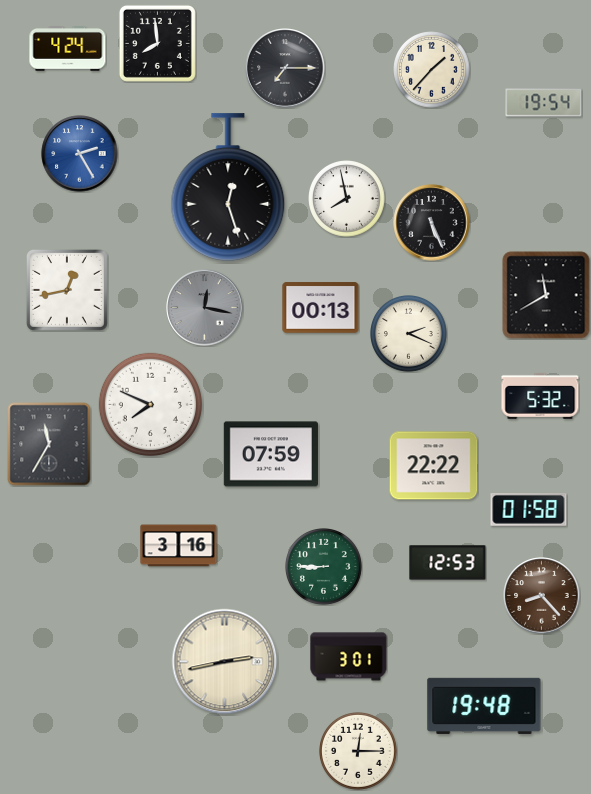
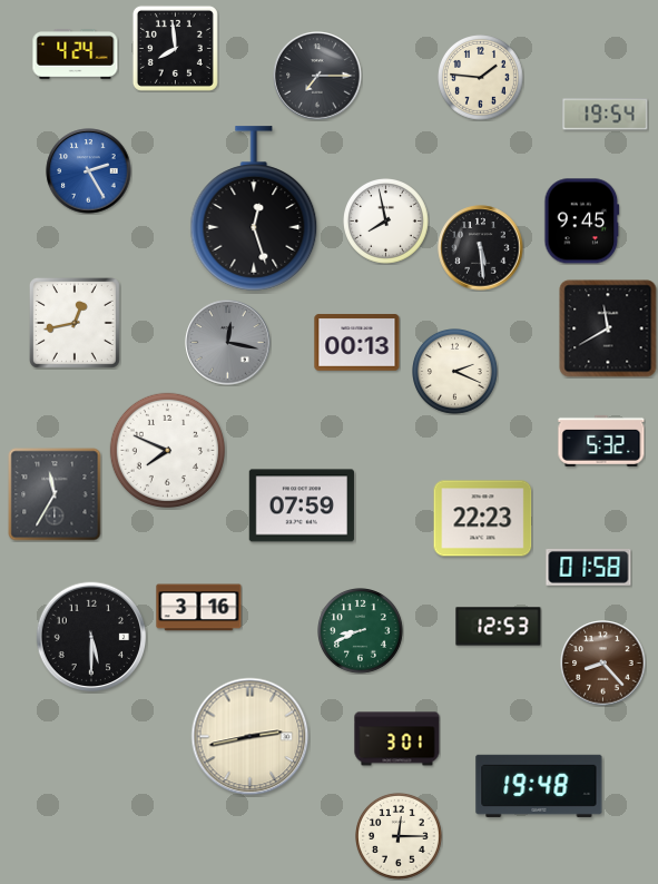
clock at (432, 70): 1:37 -> 1:46
clock at (582, 222): none -> 9:45
clock at (432, 223): 5:26 -> 5:29
clock at (434, 466): 22:22 -> 22:23
clock at (324, 567): 8:45 -> 8:41
clock at (91, 637): none -> 5:30
clock at (349, 657) position: (349, 657) -> (397, 739)
